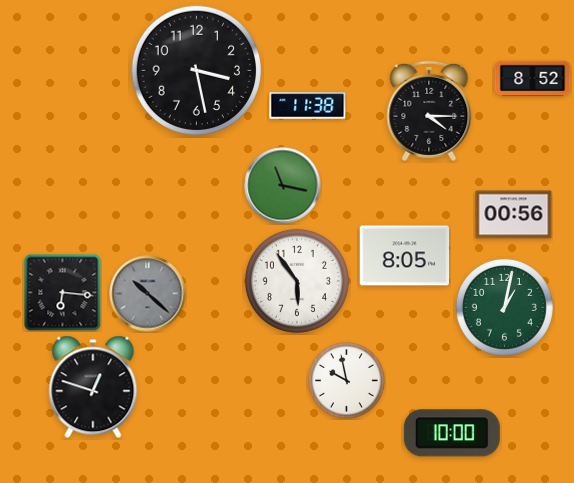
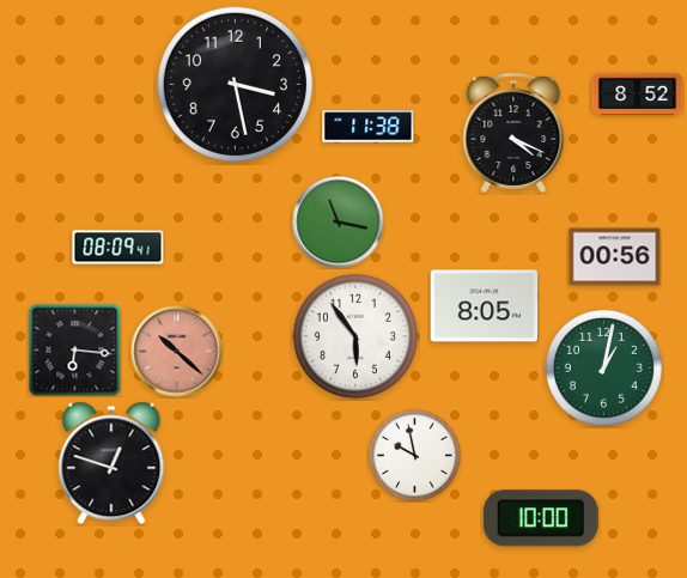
clock at (429, 111): 4:15 -> 4:19
clock at (118, 248): none -> 08:09
clock at (148, 294) dial: grey -> salmon
